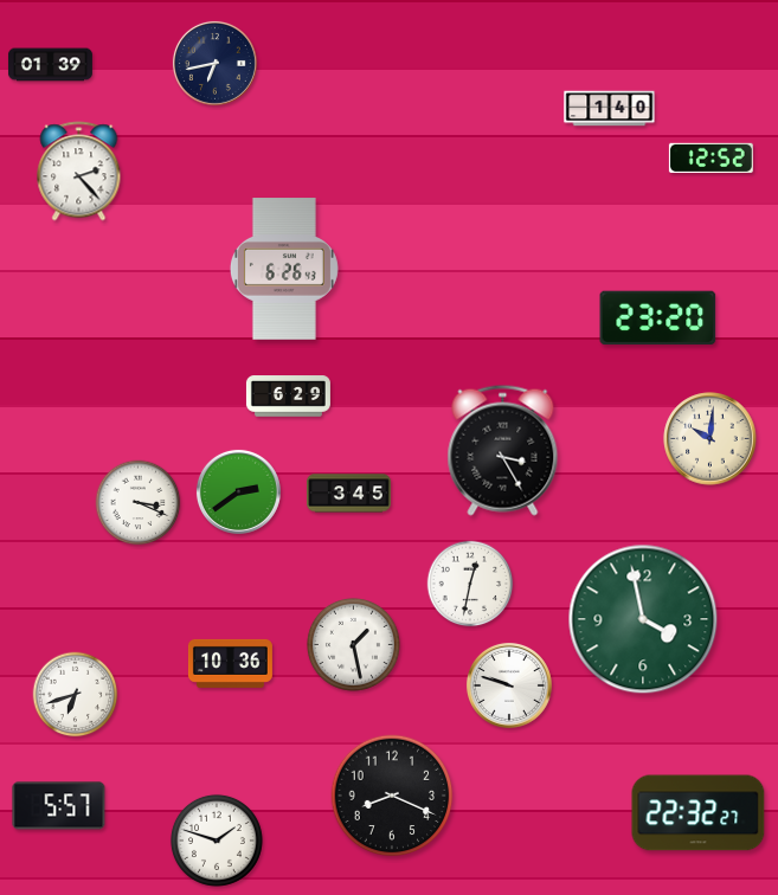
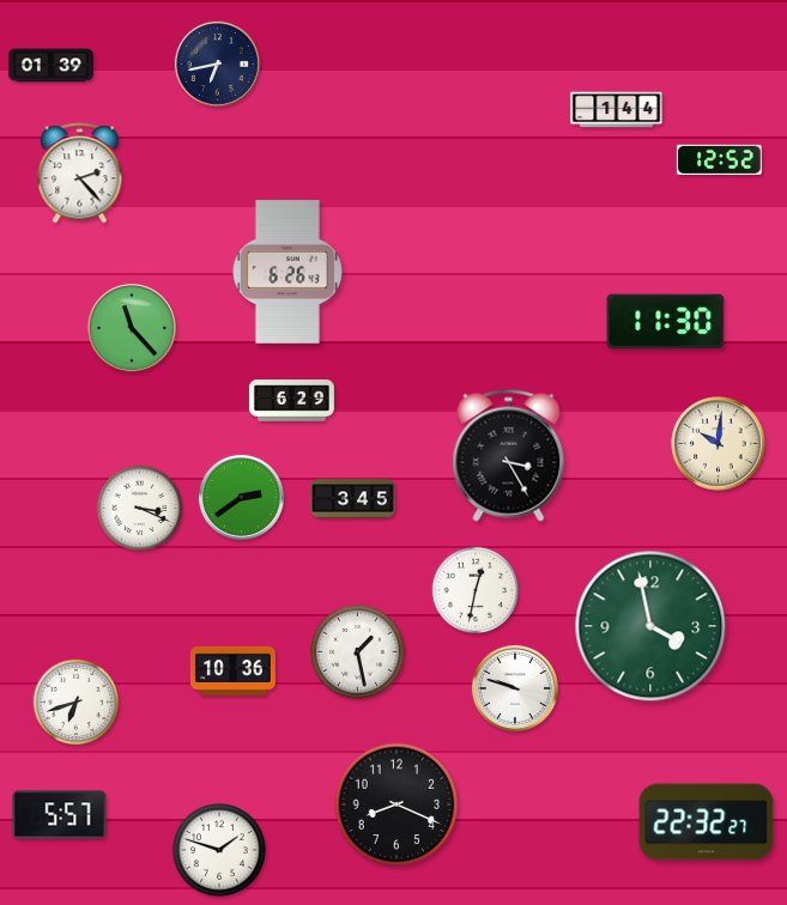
clock at (610, 109): 1:40 -> 1:44
clock at (658, 318): 23:20 -> 11:30
clock at (133, 329): none -> 11:23
clock at (509, 685) position: (509, 685) -> (515, 688)
